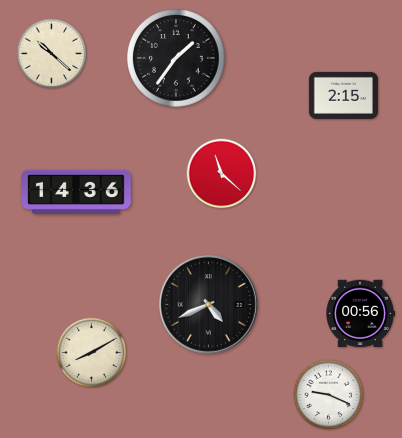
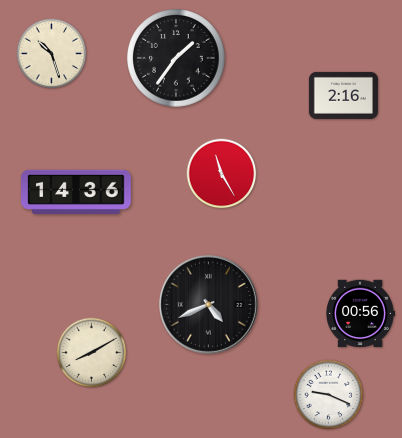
clock at (52, 54): 10:22 -> 10:27
clock at (343, 95): 2:15 -> 2:16
clock at (222, 174): 11:22 -> 11:25
